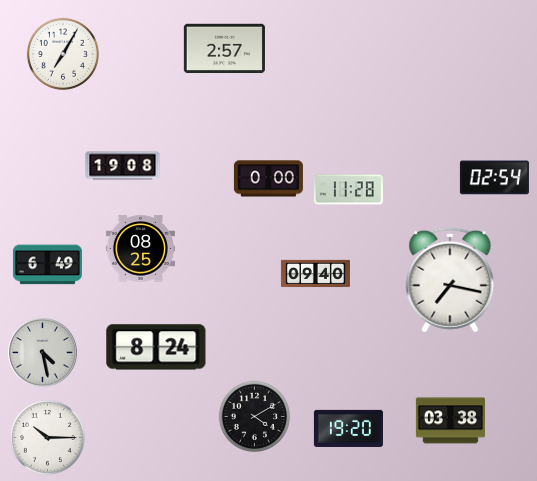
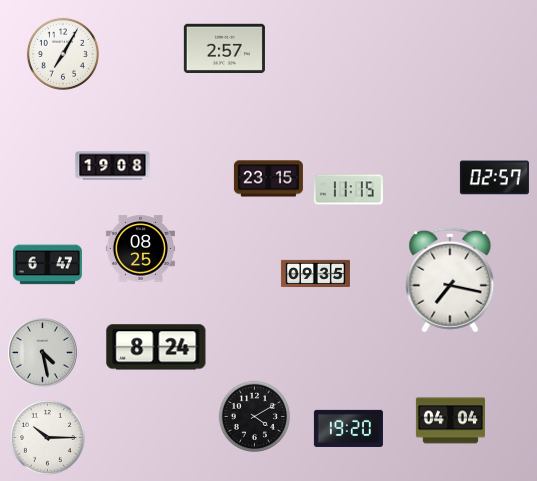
clock at (123, 166) position: (123, 166) -> (113, 166)
clock at (494, 178): 02:54 -> 02:57
clock at (268, 179): 0:00 -> 23:15
clock at (348, 190): 11:28 -> 11:15
clock at (47, 265): 6:49 -> 6:47
clock at (315, 274): 09:40 -> 09:35
clock at (450, 421): 03:38 -> 04:04
